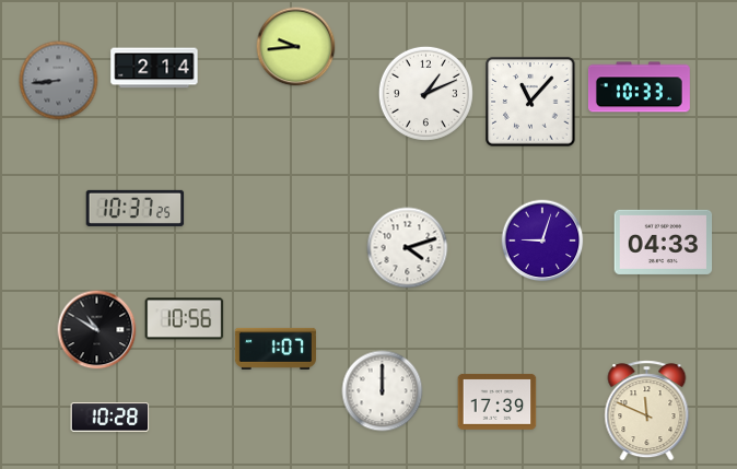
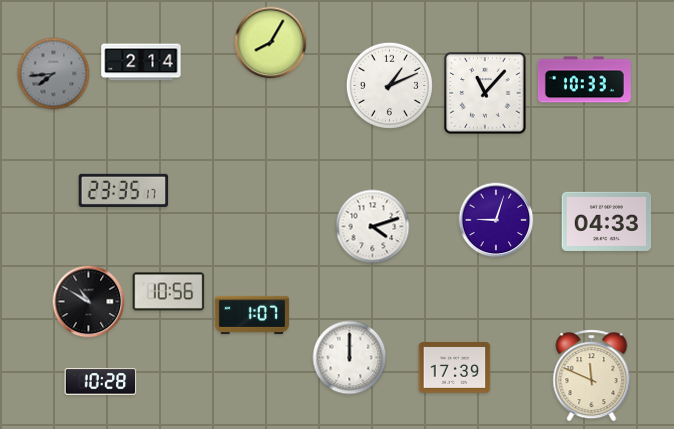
clock at (296, 47): 9:44 -> 8:05
clock at (59, 81): 8:44 -> 7:44
clock at (136, 208): 10:37 -> 23:35
clock at (274, 349) position: (274, 349) -> (251, 315)
